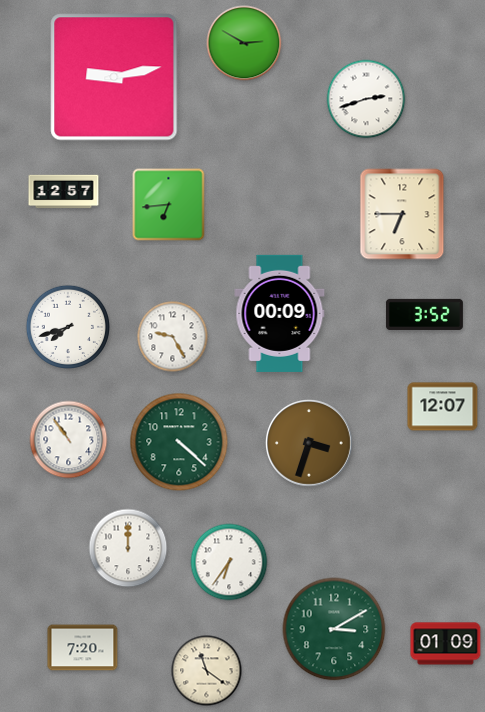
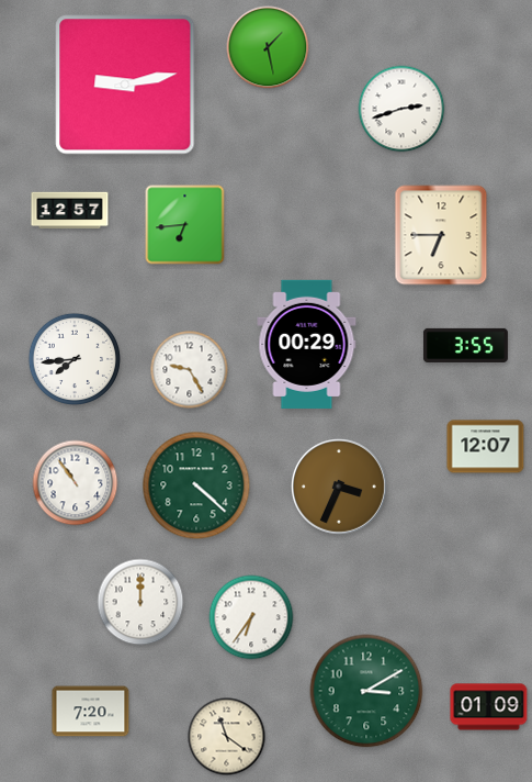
clock at (244, 43): 2:50 -> 1:28
clock at (280, 313): 00:09 -> 00:29
clock at (424, 314): 3:52 -> 3:55
clock at (67, 326): 7:42 -> 7:44
clock at (309, 443): 3:33 -> 3:34
